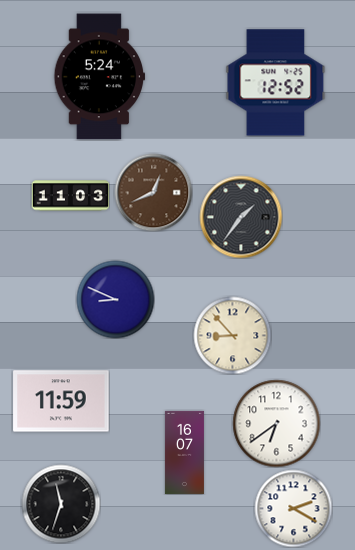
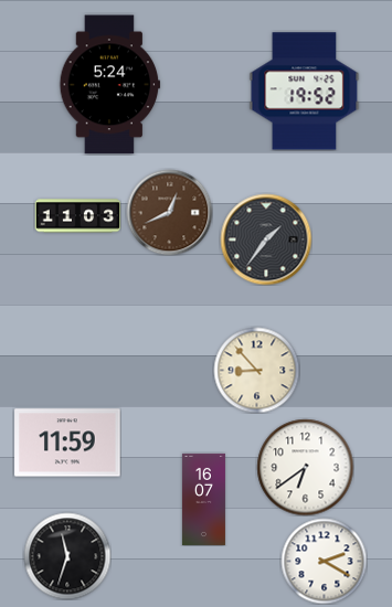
clock at (276, 83): 12:52 -> 19:52
clock at (115, 299): 8:49 -> none
